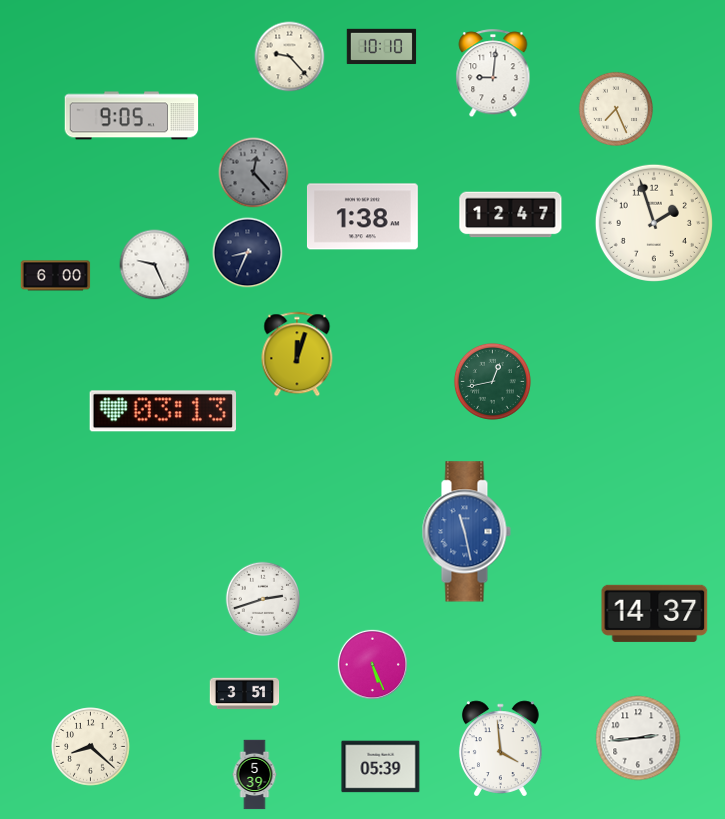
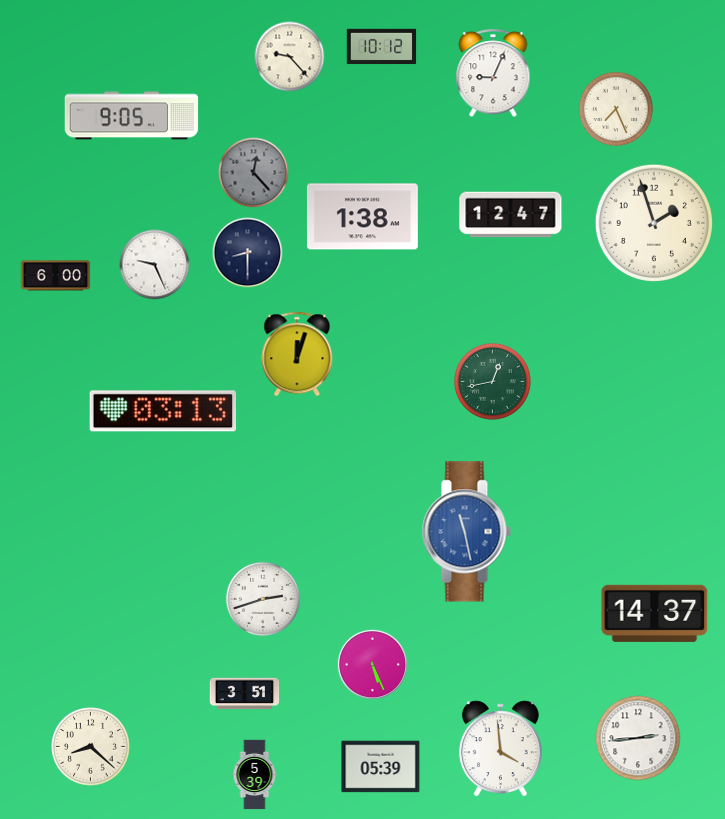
clock at (382, 47): 10:10 -> 10:12
clock at (493, 74): 9:01 -> 9:04
clock at (248, 253): 8:34 -> 8:30
